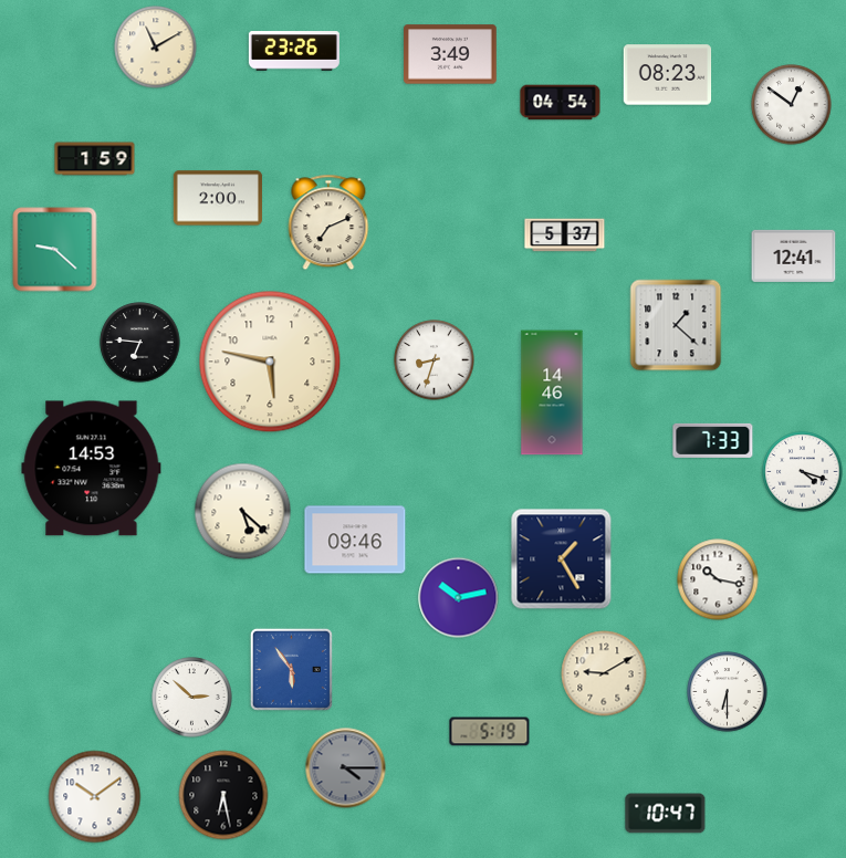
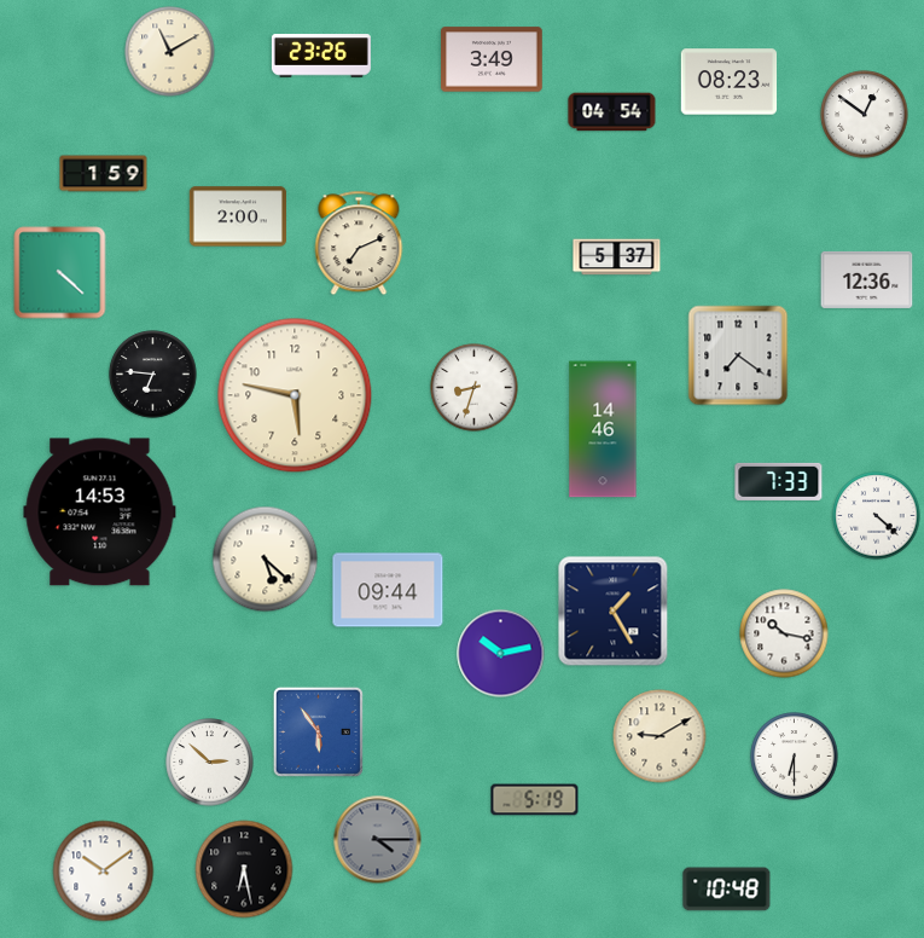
clock at (55, 250): 9:22 -> 4:22
clock at (794, 255): 12:41 -> 12:36
clock at (676, 325): 1:22 -> 7:21
clock at (435, 360) position: (435, 360) -> (475, 388)
clock at (803, 472): 4:18 -> 4:22
clock at (355, 540): 09:46 -> 09:44
clock at (666, 814): 10:47 -> 10:48
